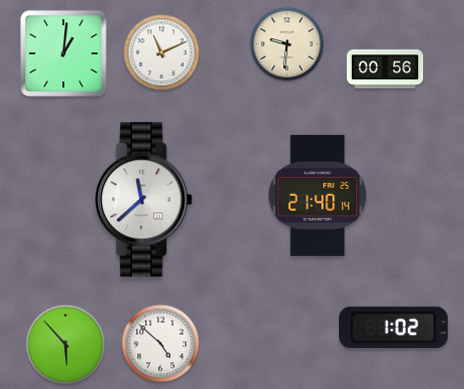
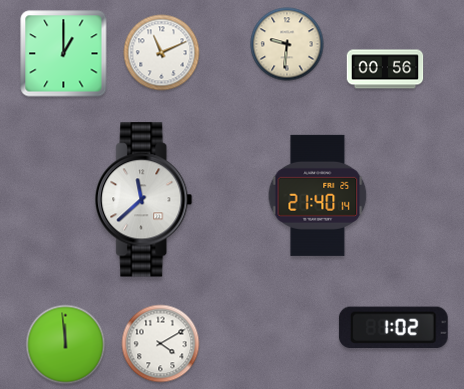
clock at (64, 54): 1:01 -> 1:00
clock at (161, 344): 4:52 -> 4:10
clock at (66, 345): 5:53 -> 11:59
